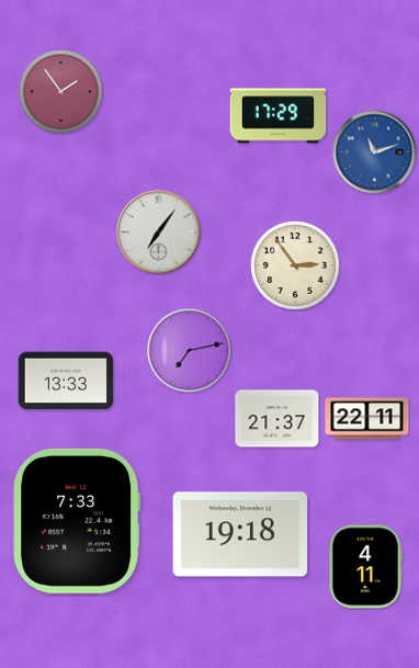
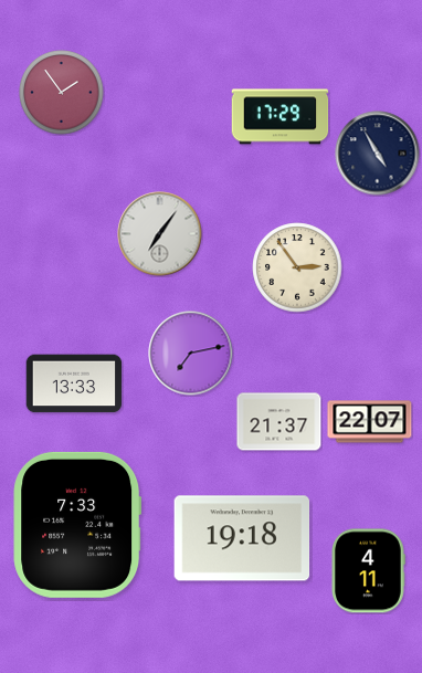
clock at (375, 152): 11:12 -> 4:55
clock at (375, 152) dial: blue -> navy
clock at (66, 381) position: (66, 381) -> (74, 383)
clock at (367, 419): 22:11 -> 22:07
